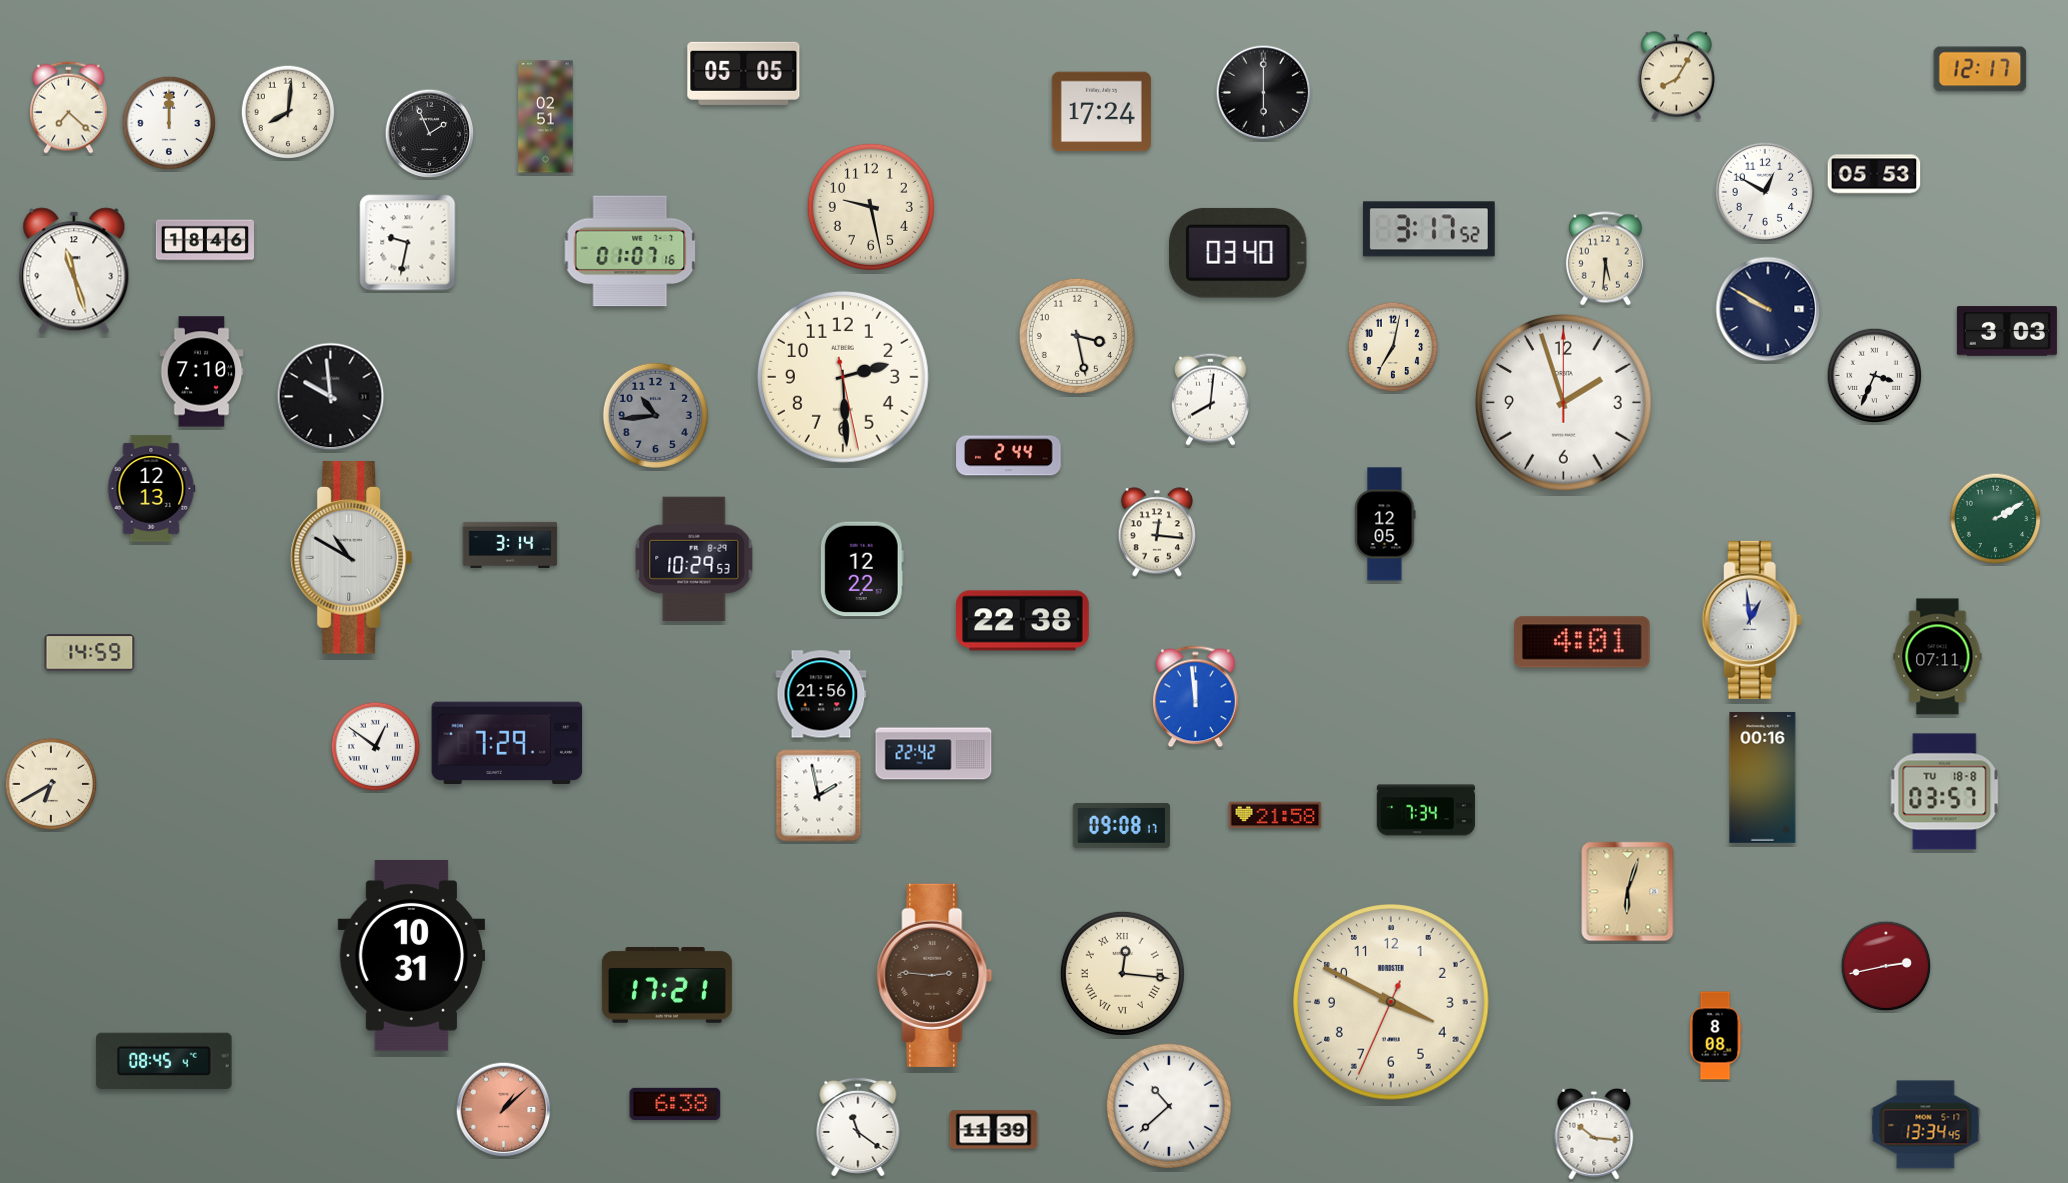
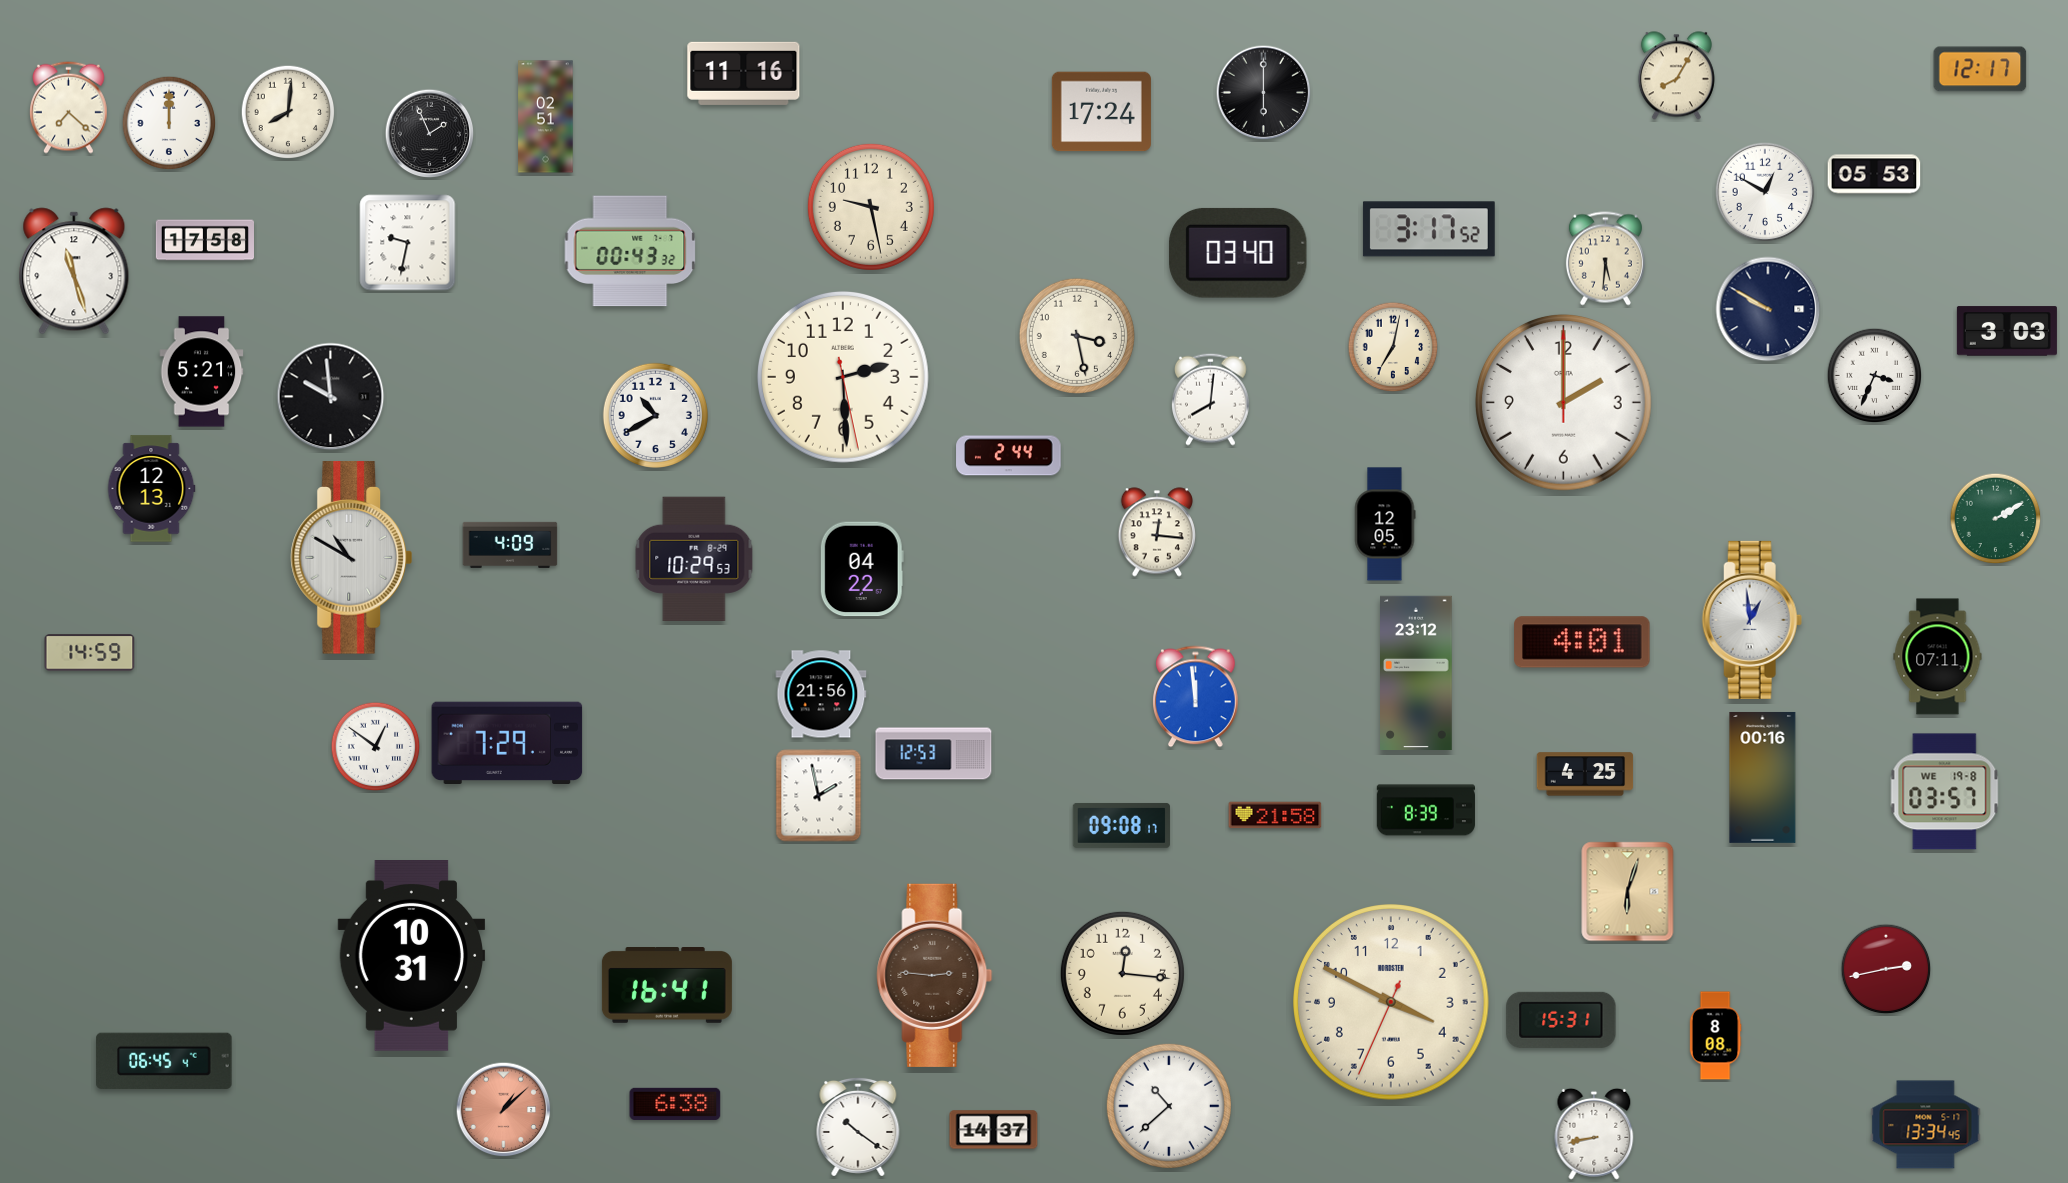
clock at (744, 73): 05:05 -> 11:16
clock at (204, 240): 18:46 -> 17:58
clock at (630, 251): 01:07 -> 00:43
clock at (202, 372): 7:10 -> 5:21
clock at (1564, 403): 1:57 -> 2:00
clock at (655, 415): 10:44 -> 10:40
clock at (655, 415) dial: grey -> white
clock at (510, 545): 3:14 -> 4:09
clock at (862, 569): 12:22 -> 04:22
clock at (1023, 621): 22:38 -> none
clock at (1416, 672): none -> 23:12
clock at (934, 754): 22:42 -> 12:53
clock at (1585, 774): none -> 4:25
clock at (51, 784): 6:40 -> none
clock at (1945, 792) date: TU 18-8 -> WE 19-8
clock at (1426, 810): 7:34 -> 8:39
clock at (1886, 966) position: (1886, 966) -> (1886, 969)
clock at (1122, 973) numerals: Roman -> Arabic
clock at (667, 986): 17:21 -> 16:41
clock at (1561, 1020): none -> 15:31
clock at (164, 1061): 08:45 -> 06:45
clock at (858, 1127): 11:21 -> 10:21
clock at (994, 1130): 11:39 -> 14:37
clock at (1594, 1134): 10:16 -> 8:43
